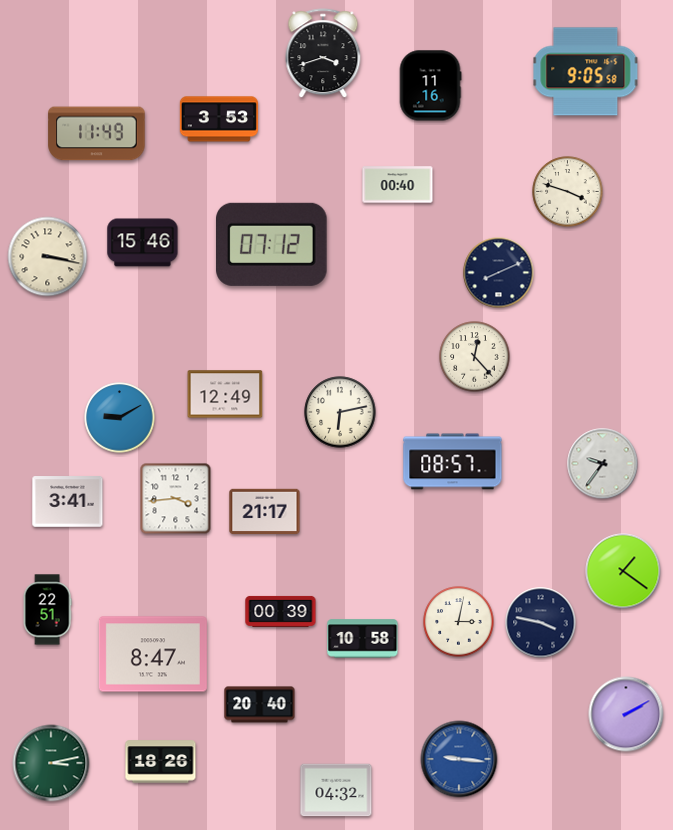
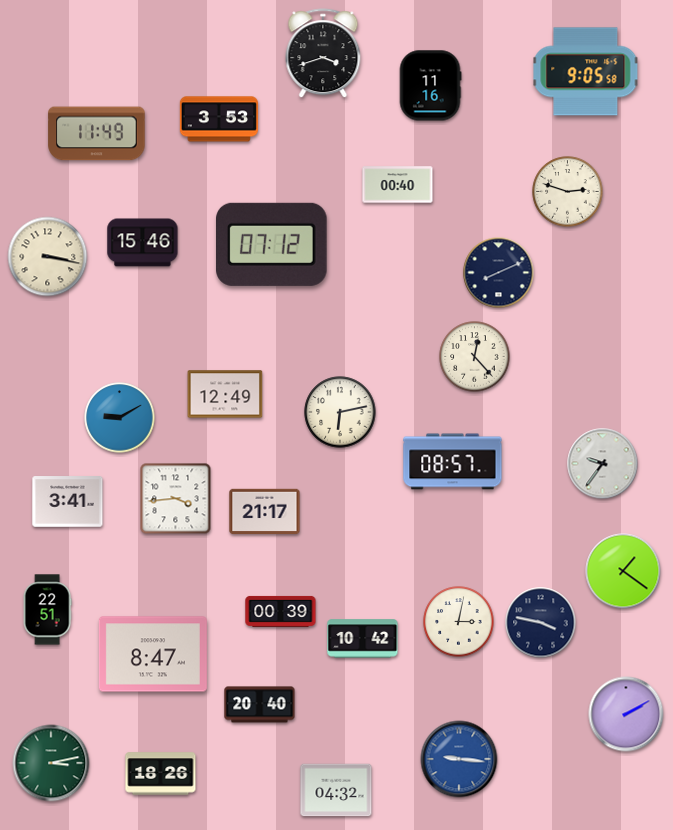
clock at (568, 192): 3:48 -> 2:48
clock at (363, 639): 10:58 -> 10:42
clock at (161, 762) position: (161, 762) -> (161, 774)
